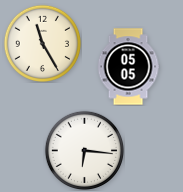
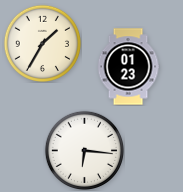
clock at (42, 43): 11:25 -> 1:35
clock at (128, 67): 05:05 -> 01:23
